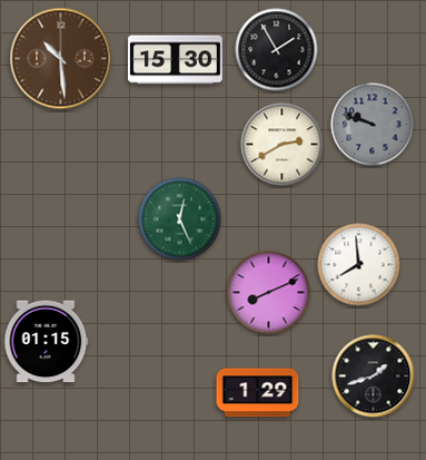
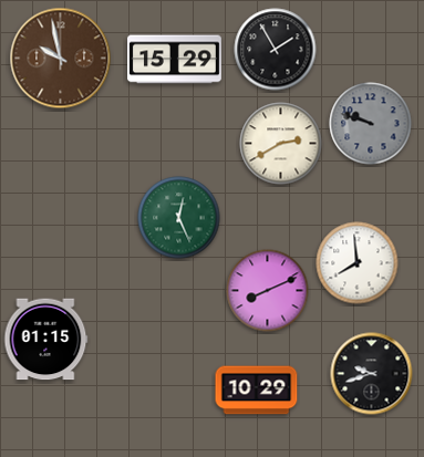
clock at (61, 59): 10:29 -> 9:58
clock at (176, 60): 15:30 -> 15:29
clock at (374, 376): 1:42 -> 9:42
clock at (258, 393): 1:29 -> 10:29
